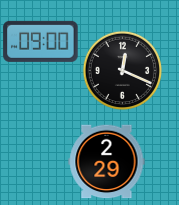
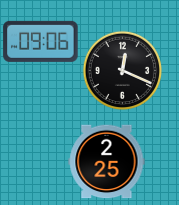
clock at (41, 41): 09:00 -> 09:06
clock at (107, 162): 2:29 -> 2:25
